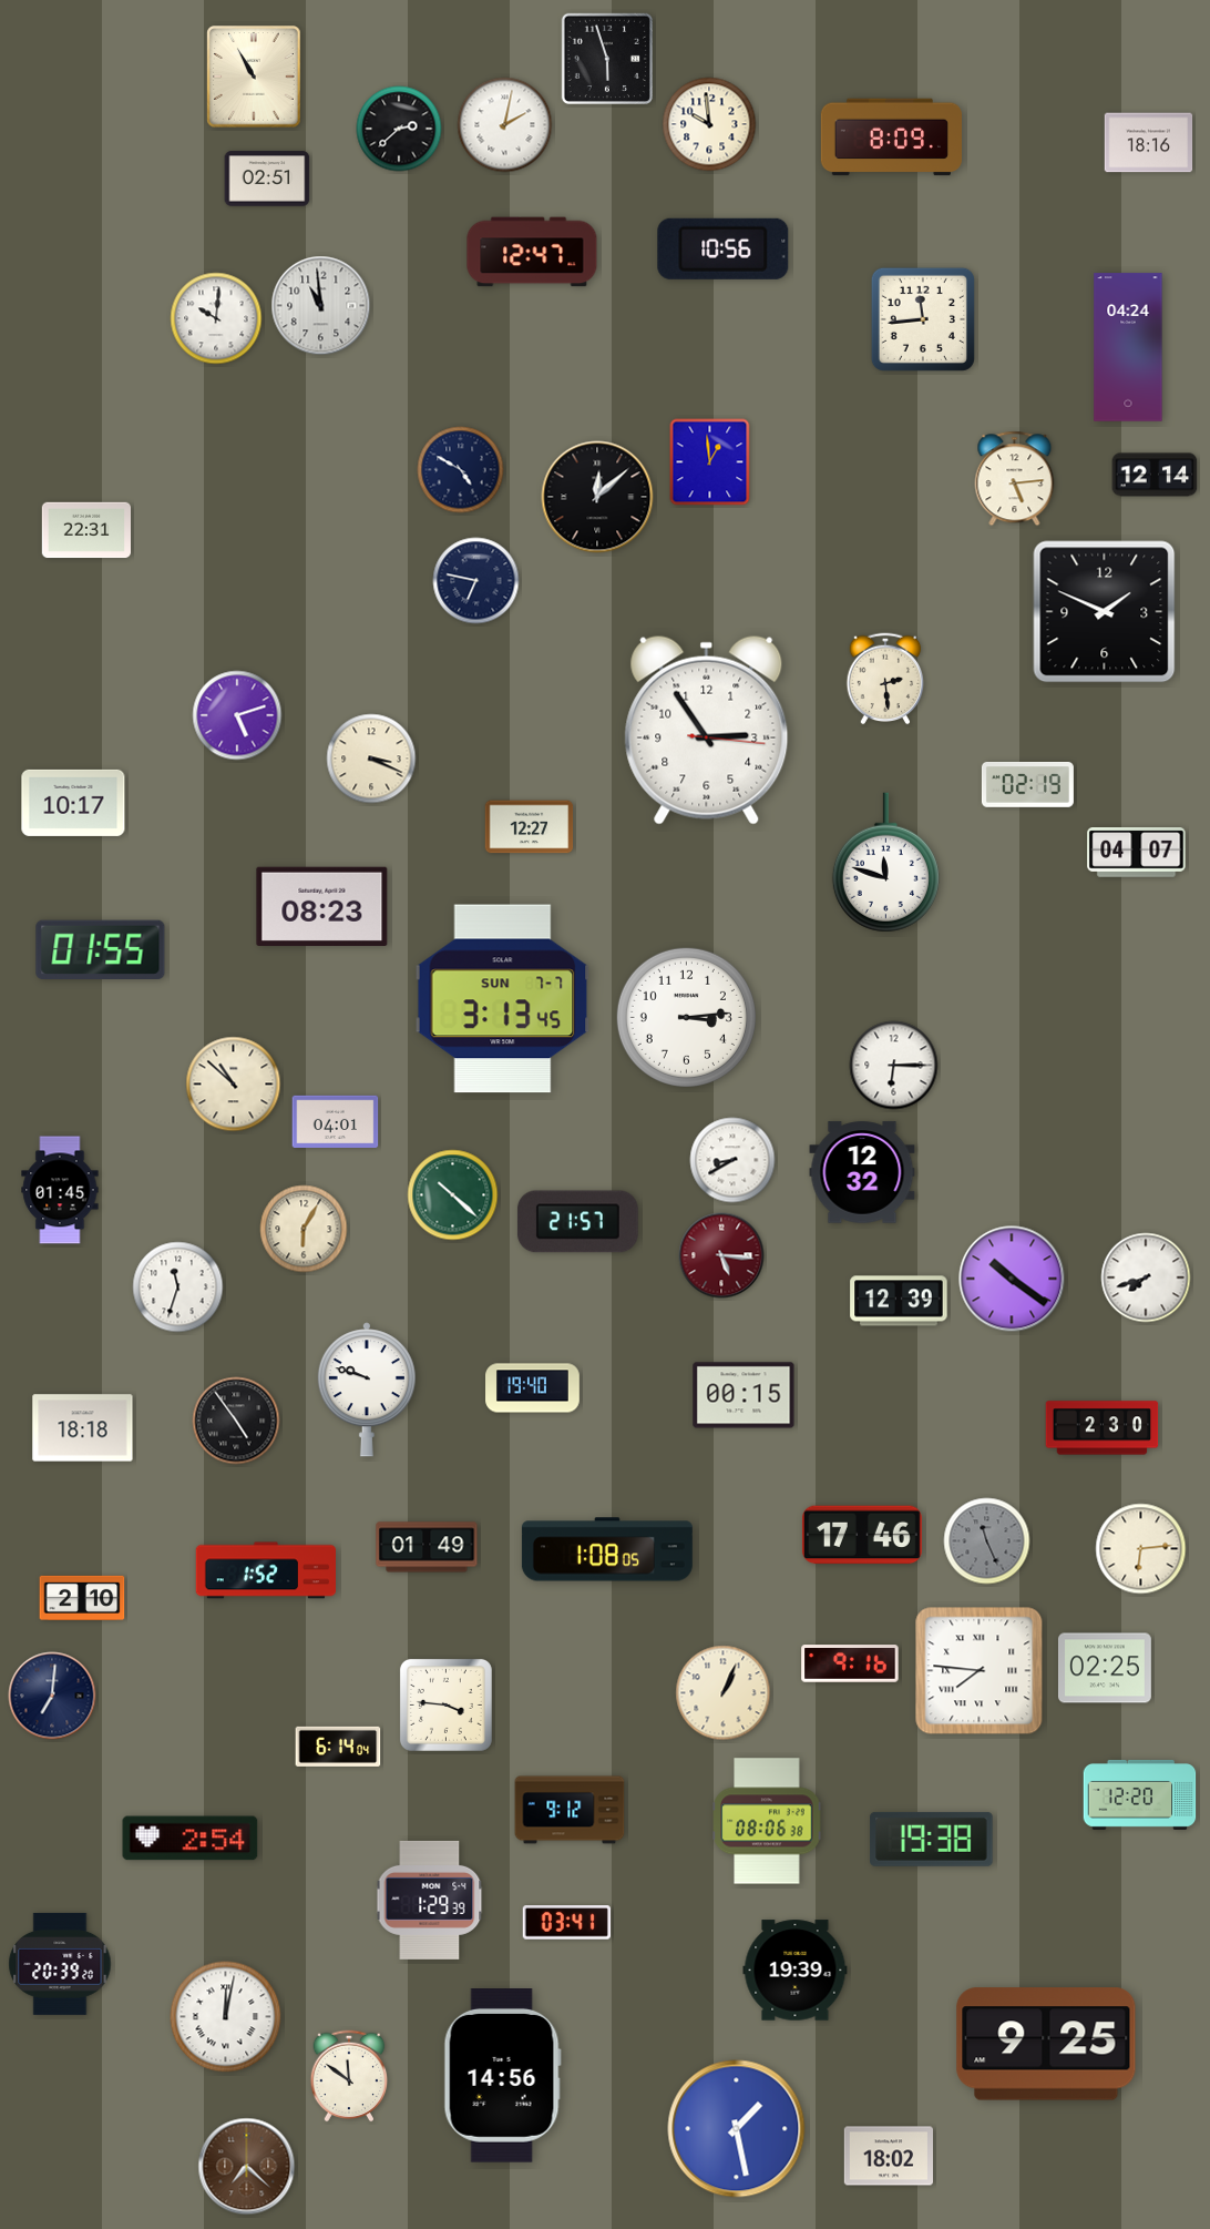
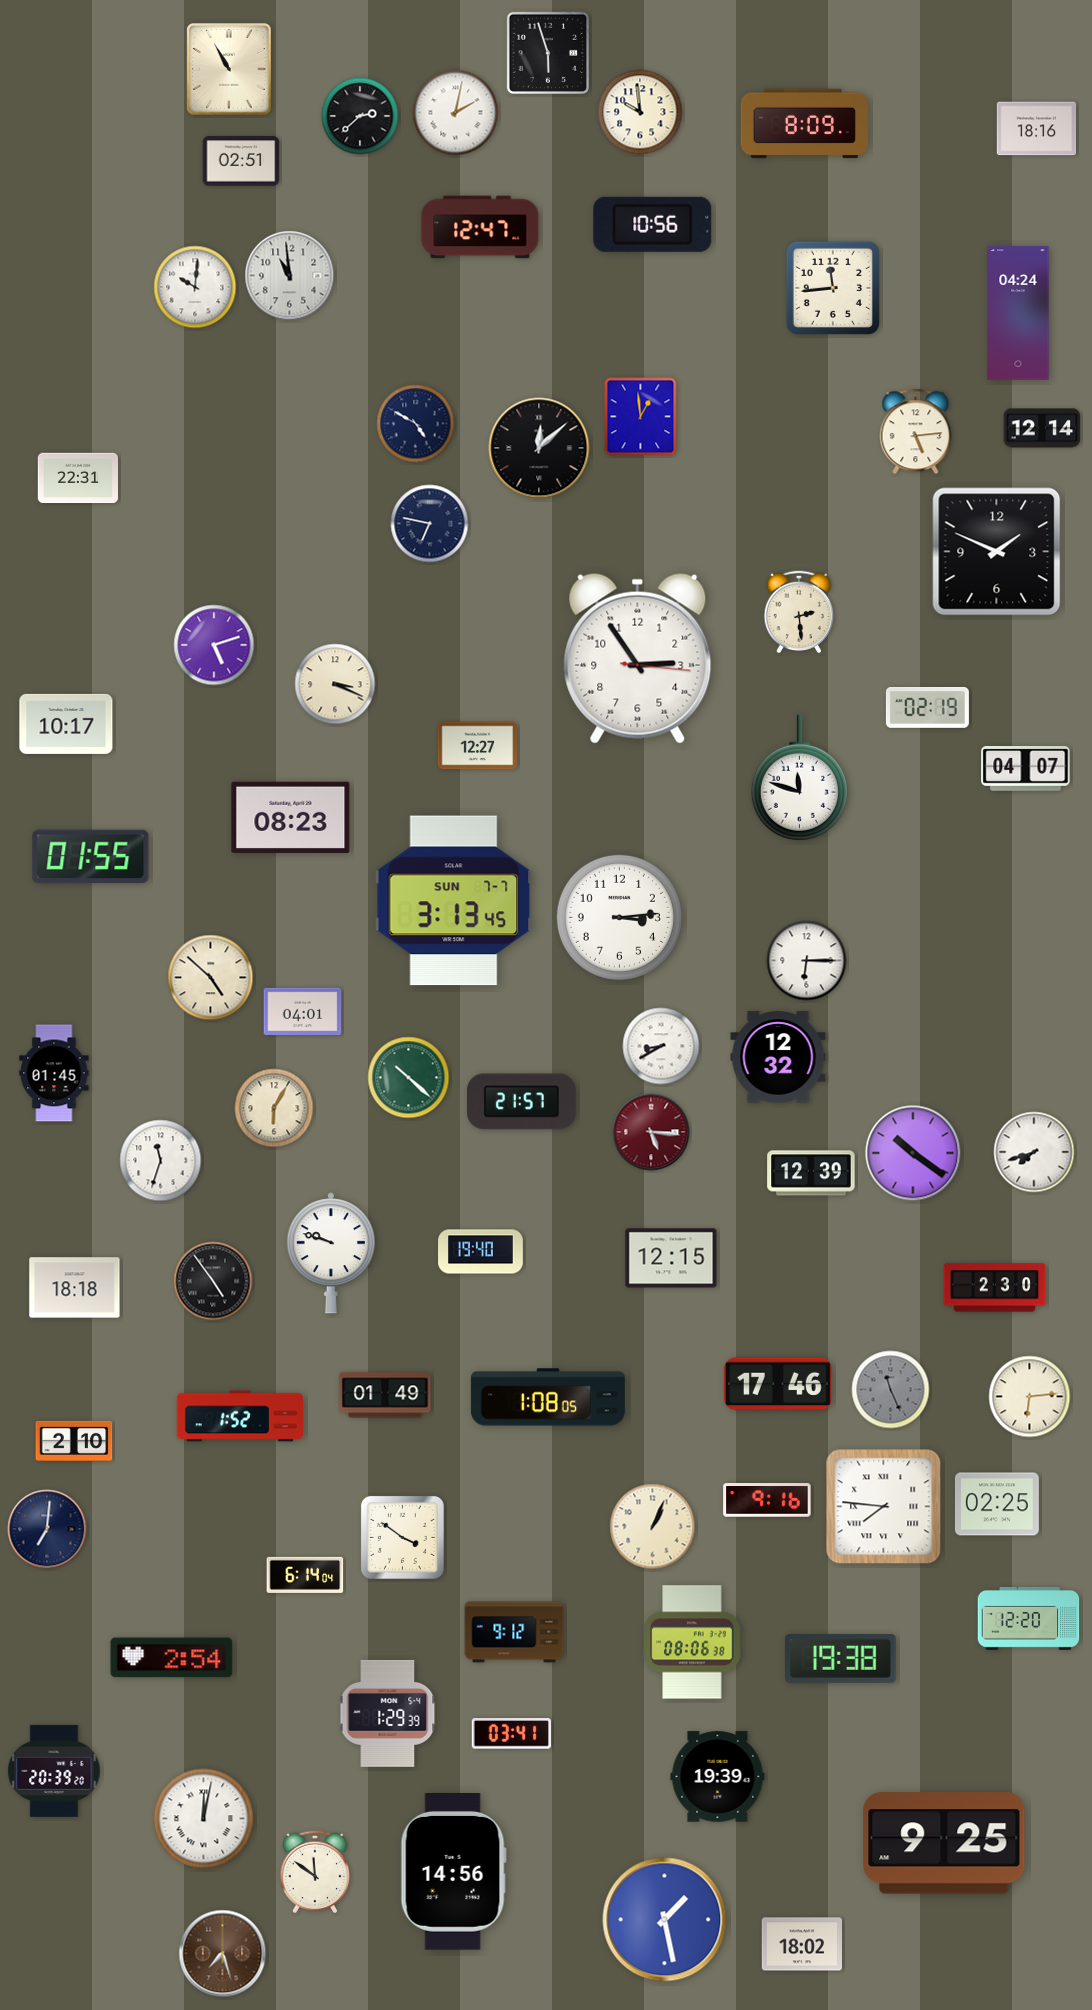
clock at (234, 1085): 10:52 -> 4:52
clock at (744, 1395): 00:15 -> 12:15
clock at (445, 1704): 3:46 -> 3:51
clock at (247, 2167): 7:22 -> 7:27
